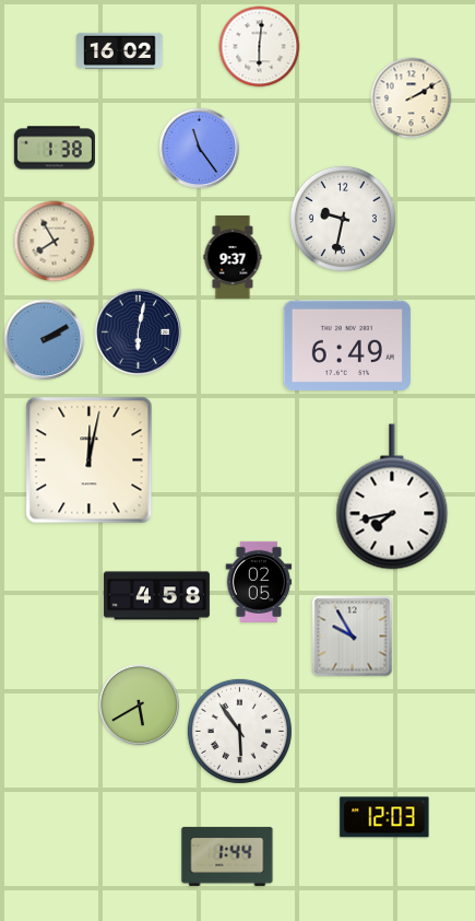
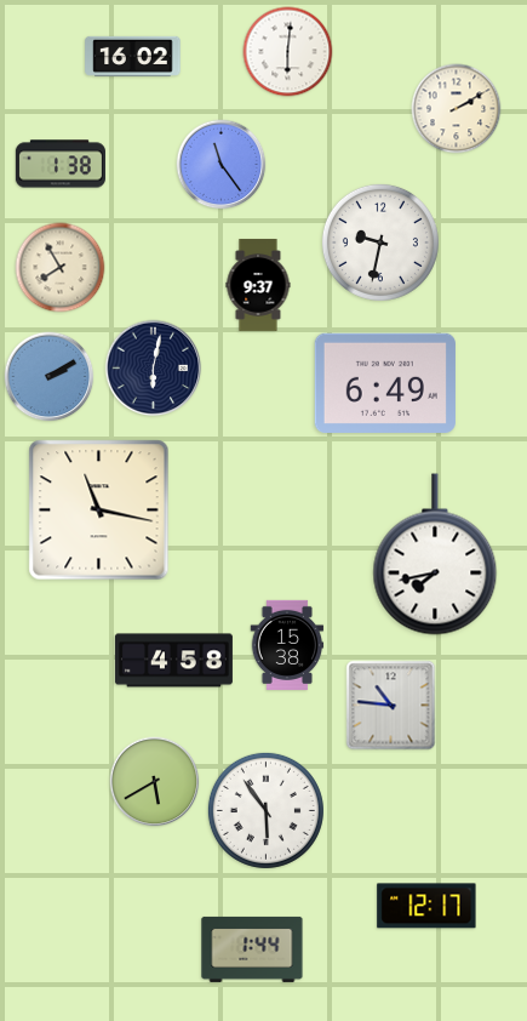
clock at (90, 460): 12:02 -> 11:17
clock at (392, 497) position: (392, 497) -> (435, 554)
clock at (259, 582): 02:05 -> 15:38
clock at (353, 637): 9:55 -> 10:46
clock at (384, 817): 12:03 -> 12:17
